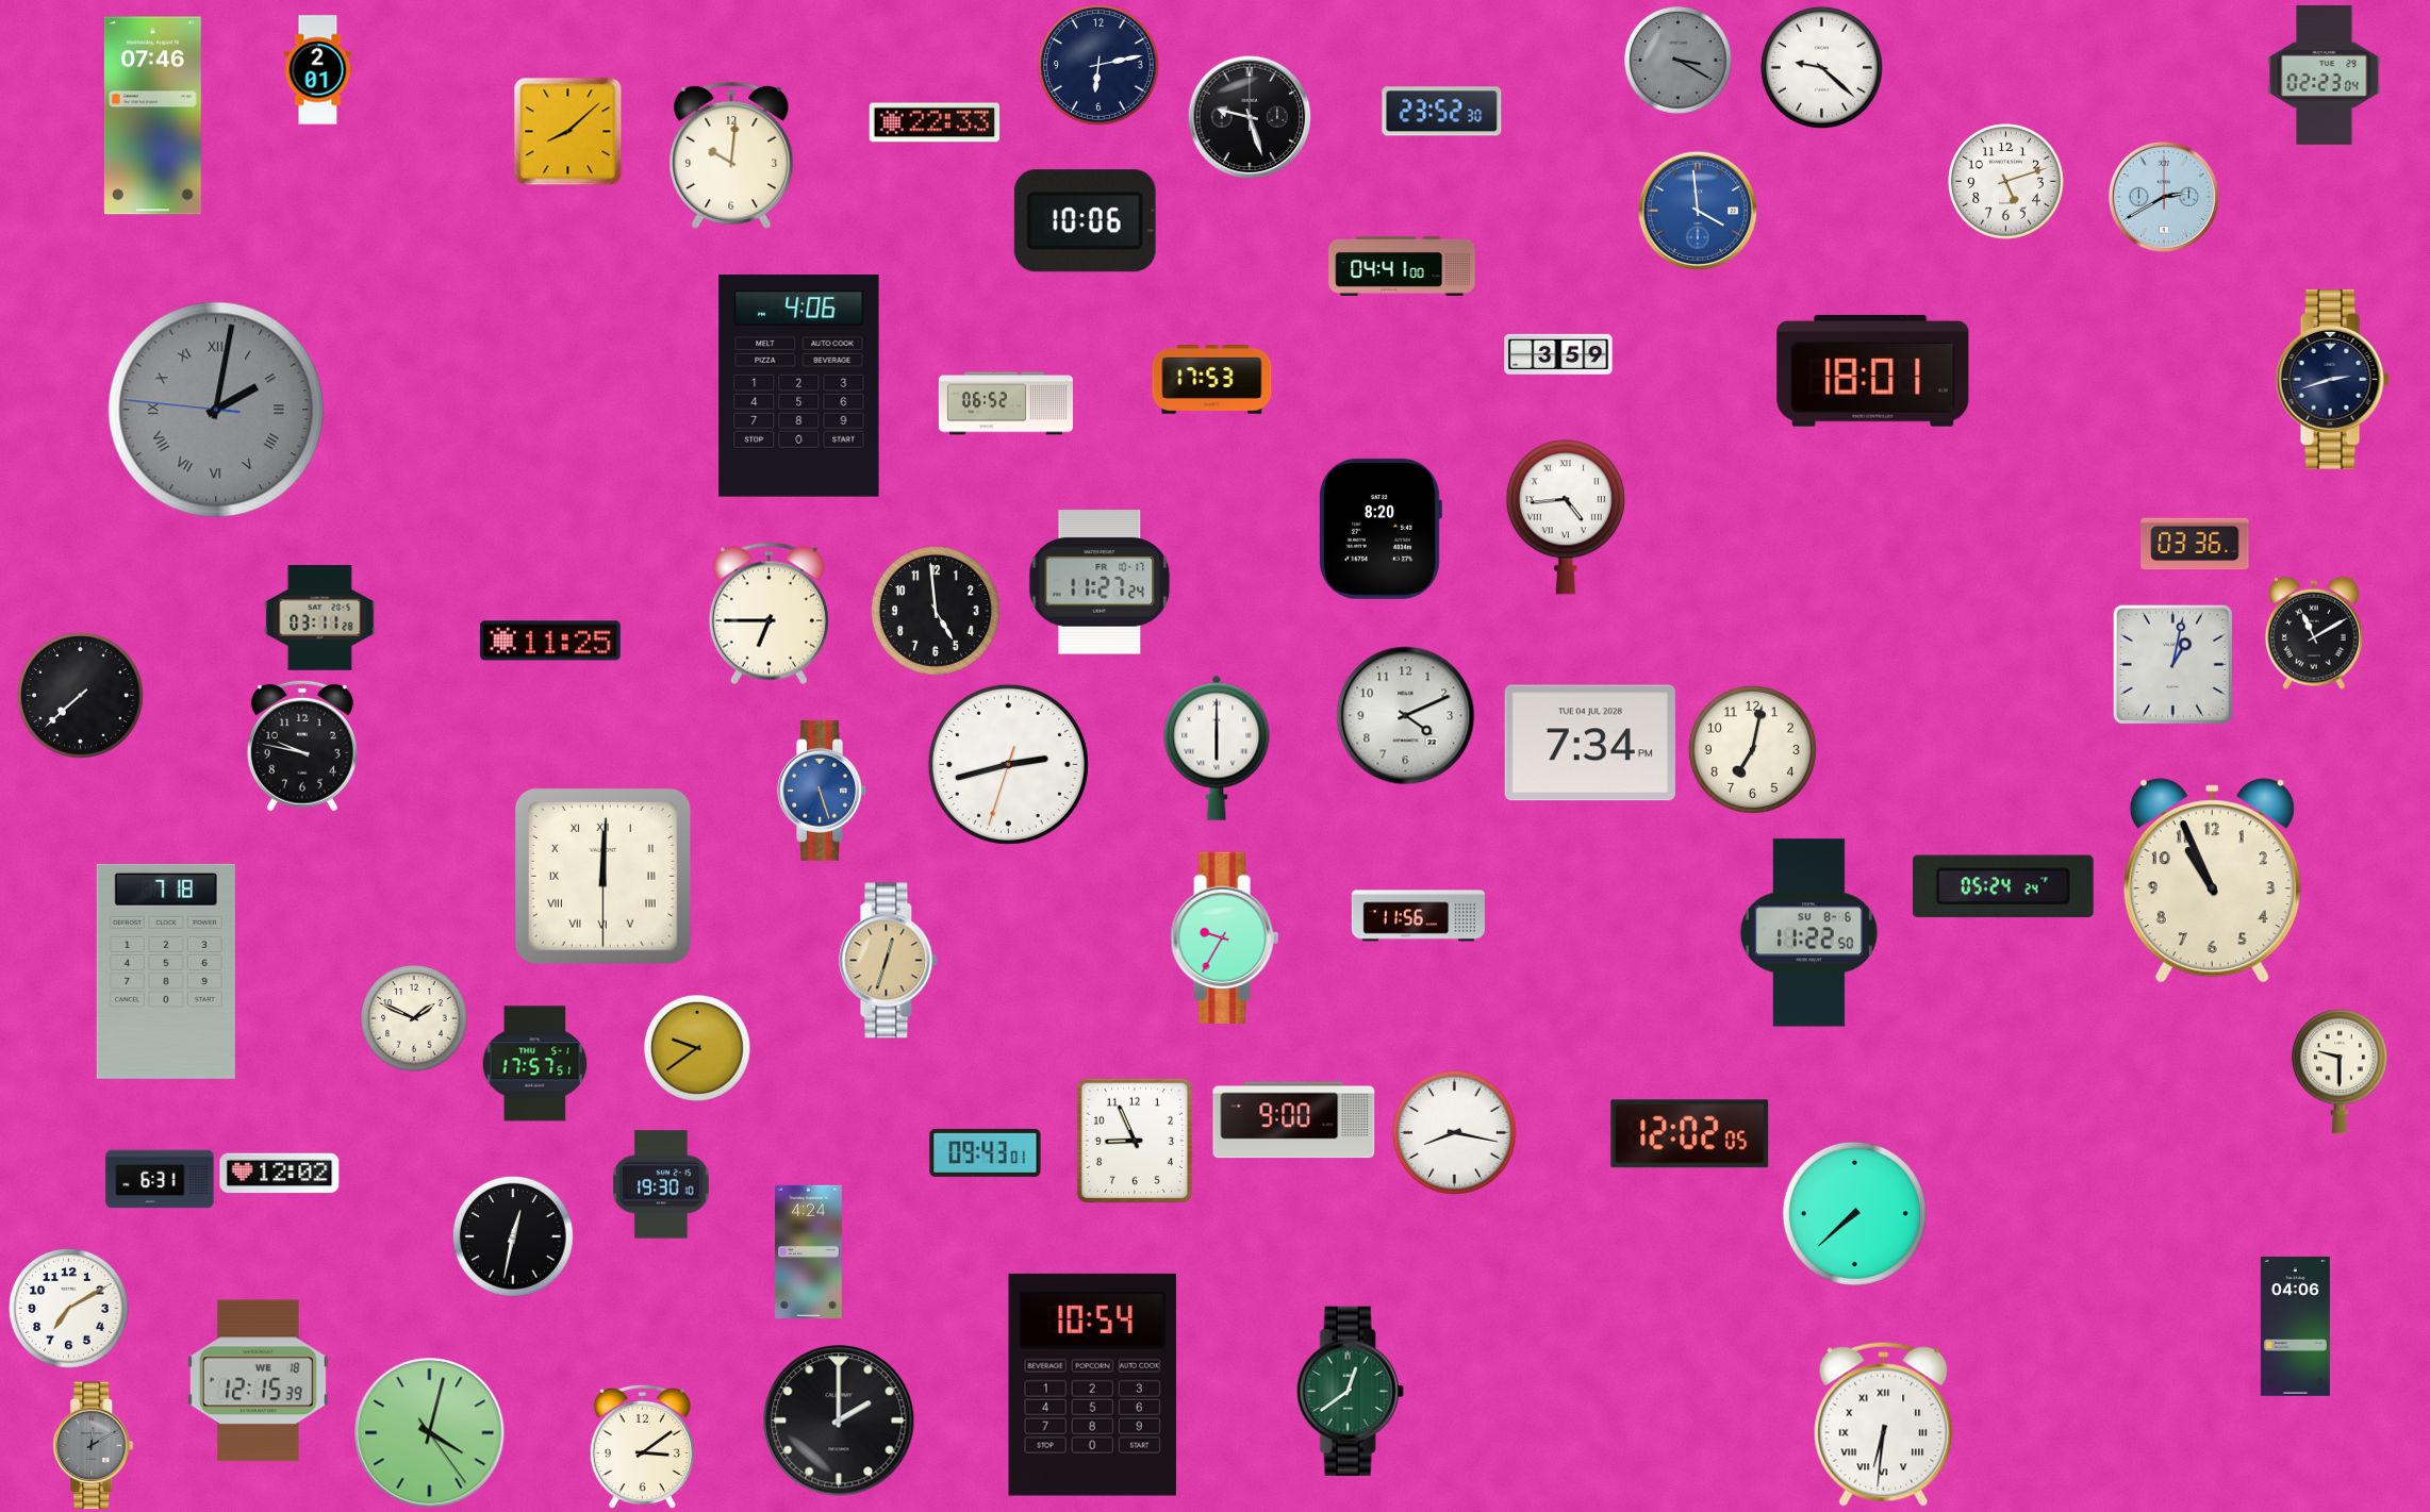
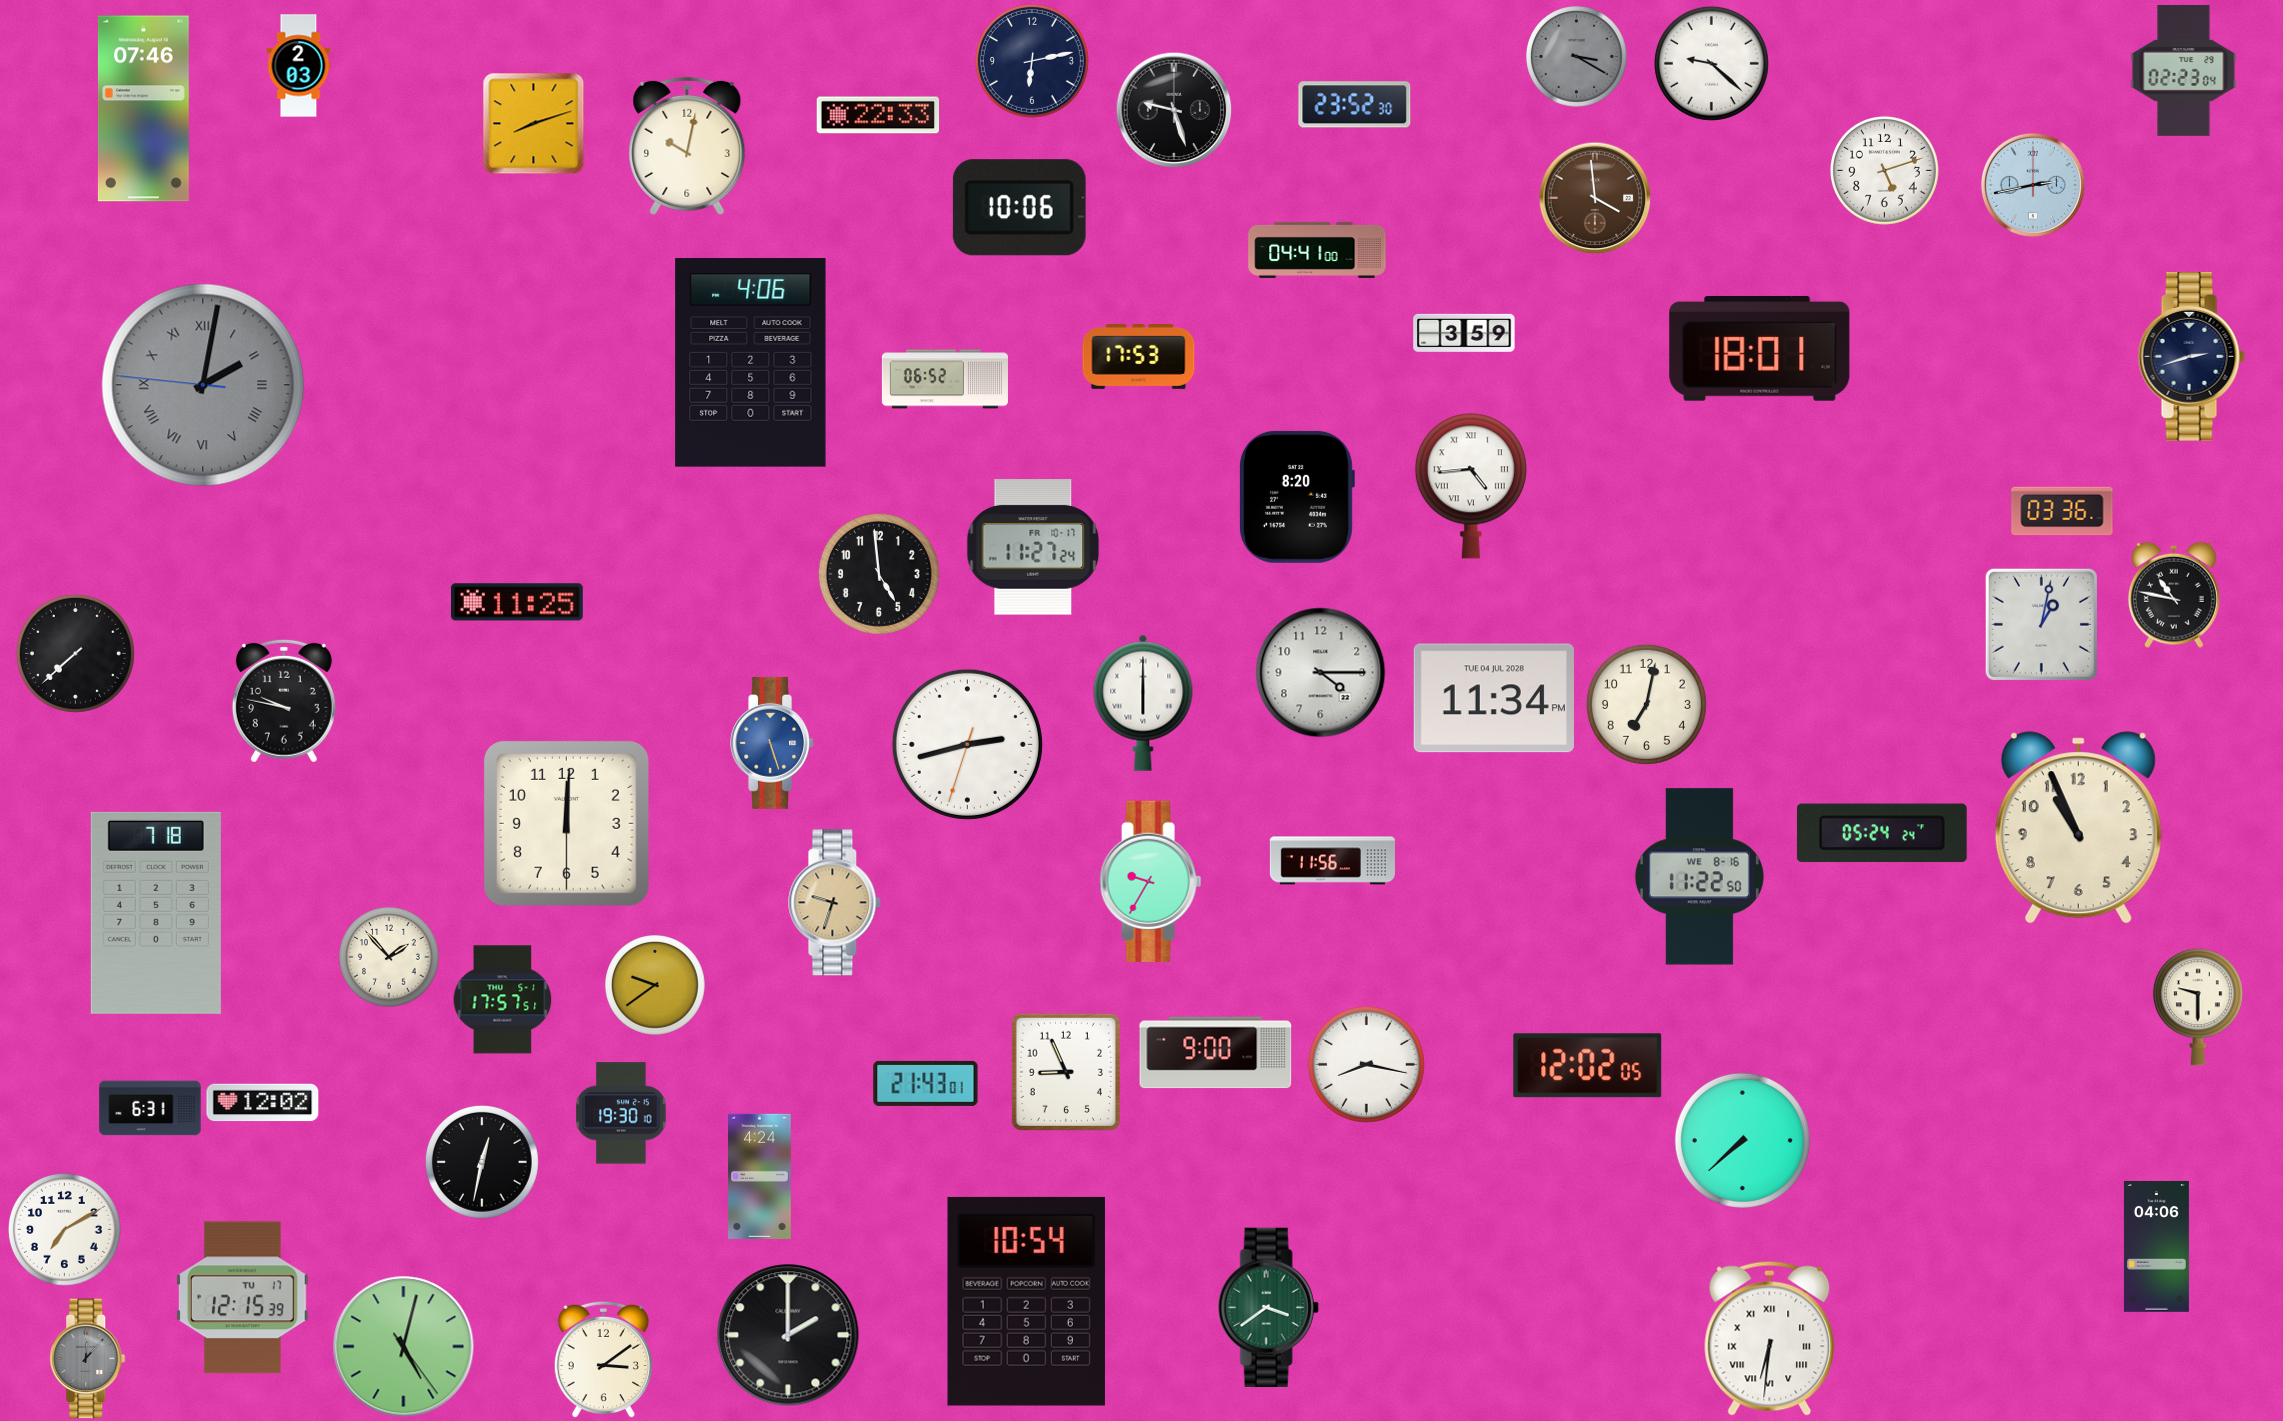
clock at (318, 70): 2:01 -> 2:03
clock at (568, 132): 8:08 -> 8:12
clock at (731, 155): 10:01 -> 10:02
clock at (2164, 197): 2:40 -> 2:43
clock at (1698, 211) dial: blue -> brown
clock at (768, 614): 6:45 -> none
clock at (320, 618): 03:11 -> none
clock at (2314, 633): 11:10 -> 10:47
clock at (1406, 716): 4:11 -> 4:15
clock at (1590, 743): 7:34 -> 11:34
clock at (1008, 764) position: (1008, 764) -> (967, 744)
clock at (602, 876) numerals: Roman -> Arabic
clock at (1808, 933) date: SU 8-6 -> WE 8-16
clock at (889, 961): 12:33 -> 9:33
clock at (414, 1018): 1:49 -> 1:53
clock at (986, 1152): 09:43 -> 21:43
clock at (258, 1381) date: WE 18 -> TU 17
clock at (1350, 1391): 12:39 -> 3:39
clock at (430, 1433): 4:02 -> 5:02
clock at (94, 1446): 12:10 -> 12:07
